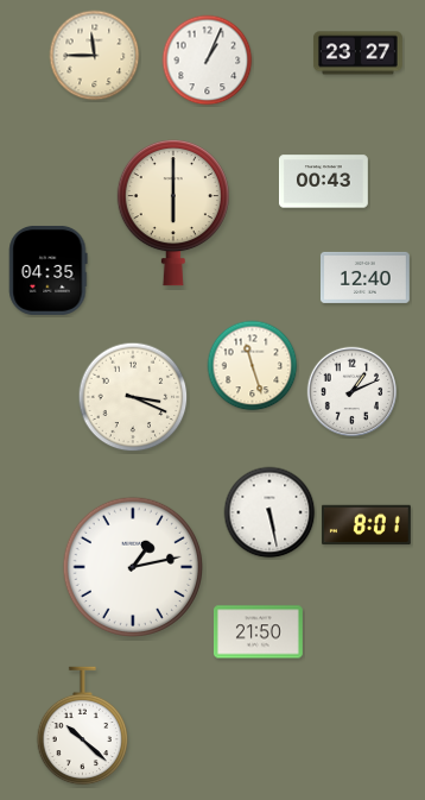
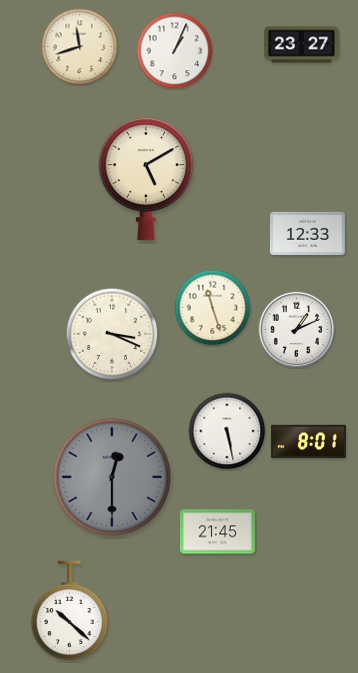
clock at (95, 56): 11:45 -> 11:42
clock at (323, 182): 00:43 -> none
clock at (173, 213): 6:00 -> 5:10
clock at (49, 270): 04:35 -> none
clock at (364, 277): 12:40 -> 12:33
clock at (132, 566): 1:13 -> 12:30
clock at (132, 566) dial: white -> grey
clock at (259, 632): 21:50 -> 21:45
